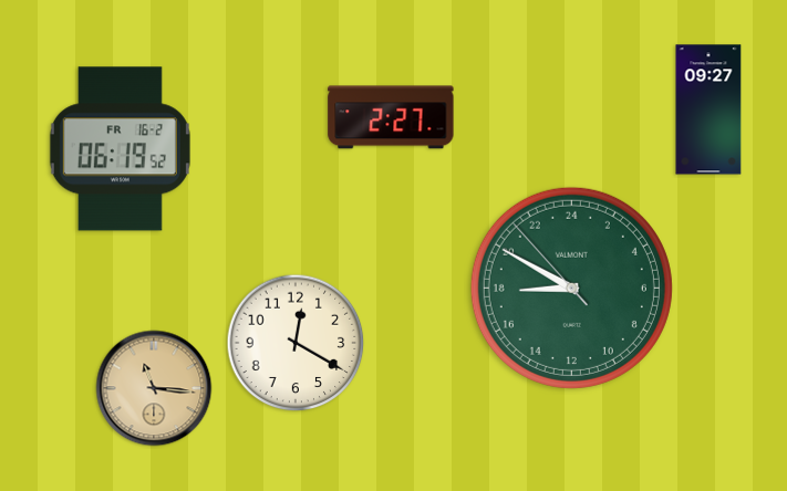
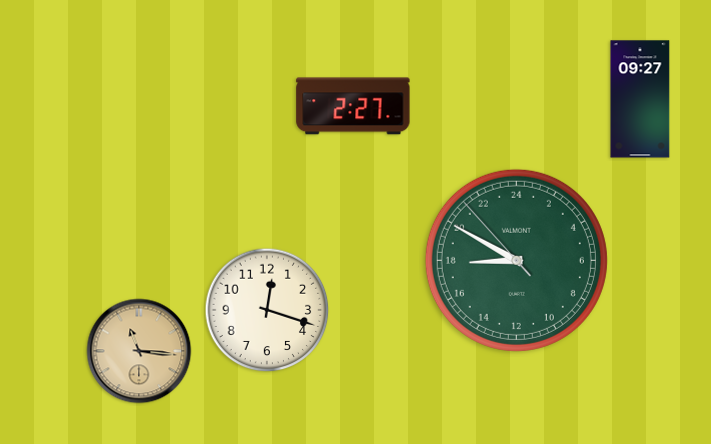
clock at (120, 149): 06:19 -> none
clock at (296, 343): 12:20 -> 12:18
